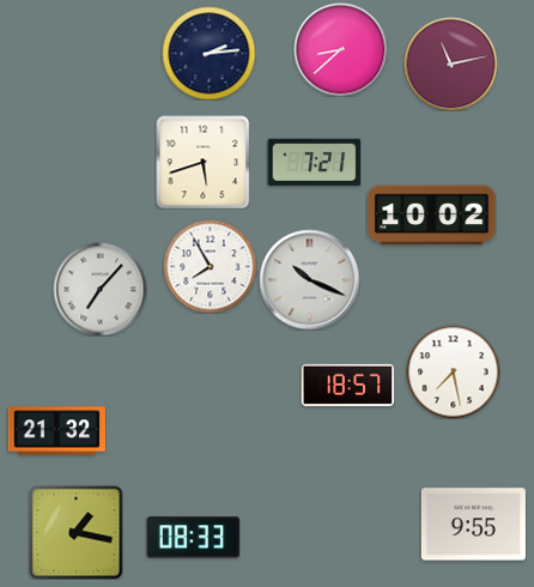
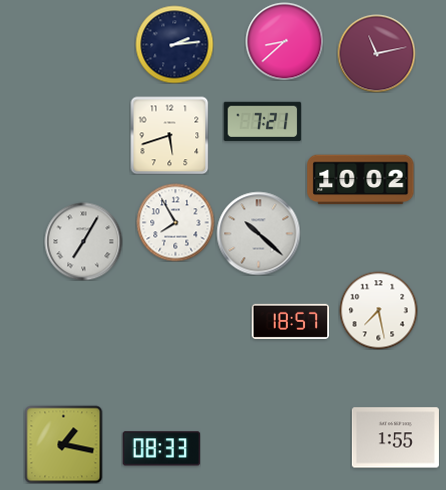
clock at (314, 162) position: (314, 162) -> (262, 121)
clock at (309, 279): 10:19 -> 10:22
clock at (99, 289): 7:07 -> 7:05
clock at (56, 431): 21:32 -> none
clock at (473, 525): 9:55 -> 1:55
